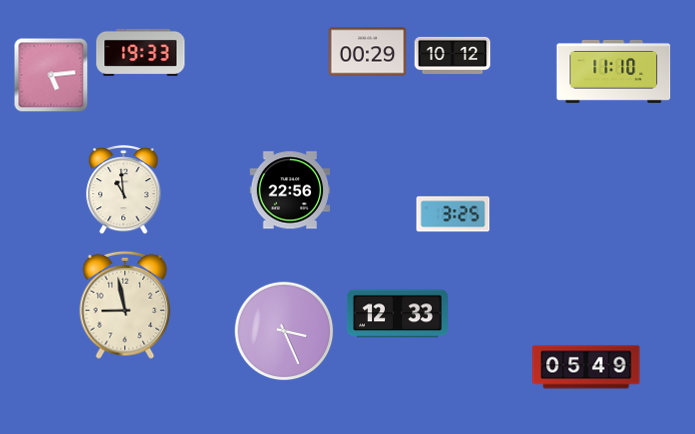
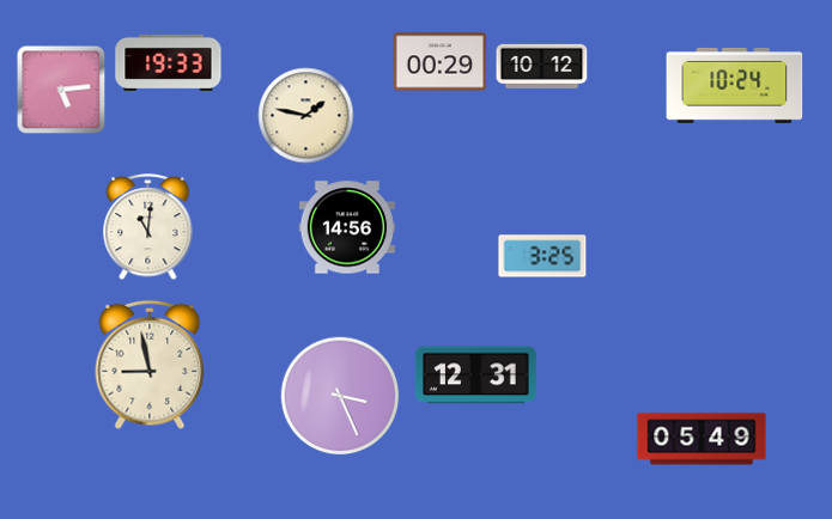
clock at (614, 71): 11:10 -> 10:24
clock at (306, 116): none -> 1:47
clock at (124, 190): 10:59 -> 11:01
clock at (289, 190): 22:56 -> 14:56
clock at (397, 314): 12:33 -> 12:31
